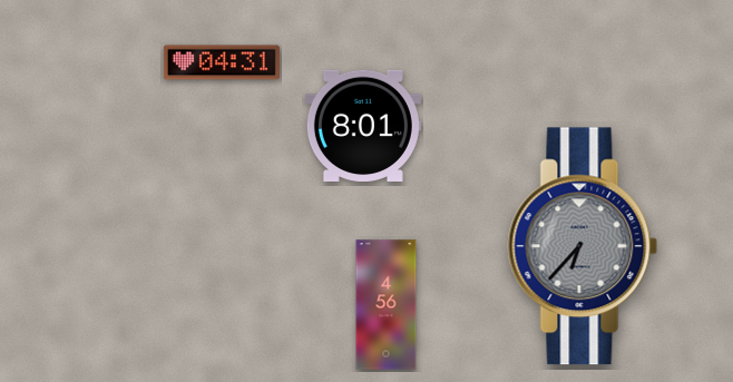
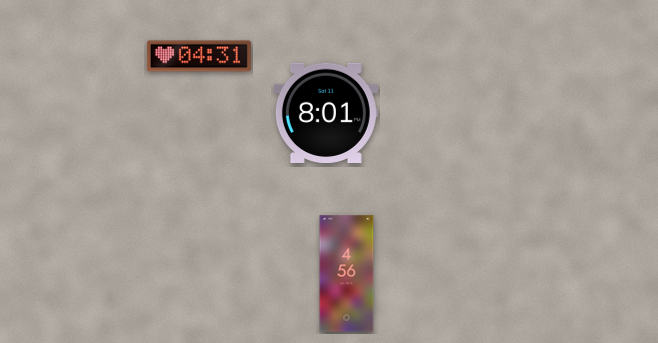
clock at (583, 246): 6:37 -> none
